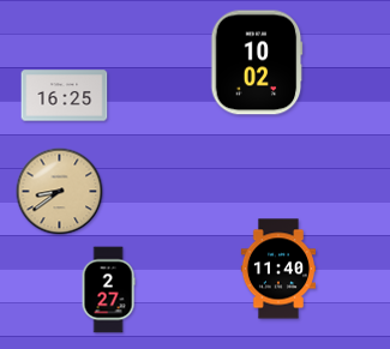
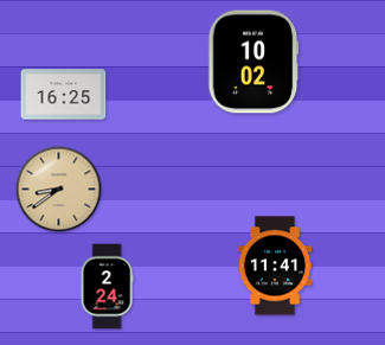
clock at (277, 269): 11:40 -> 11:41
clock at (108, 290): 2:27 -> 2:24
